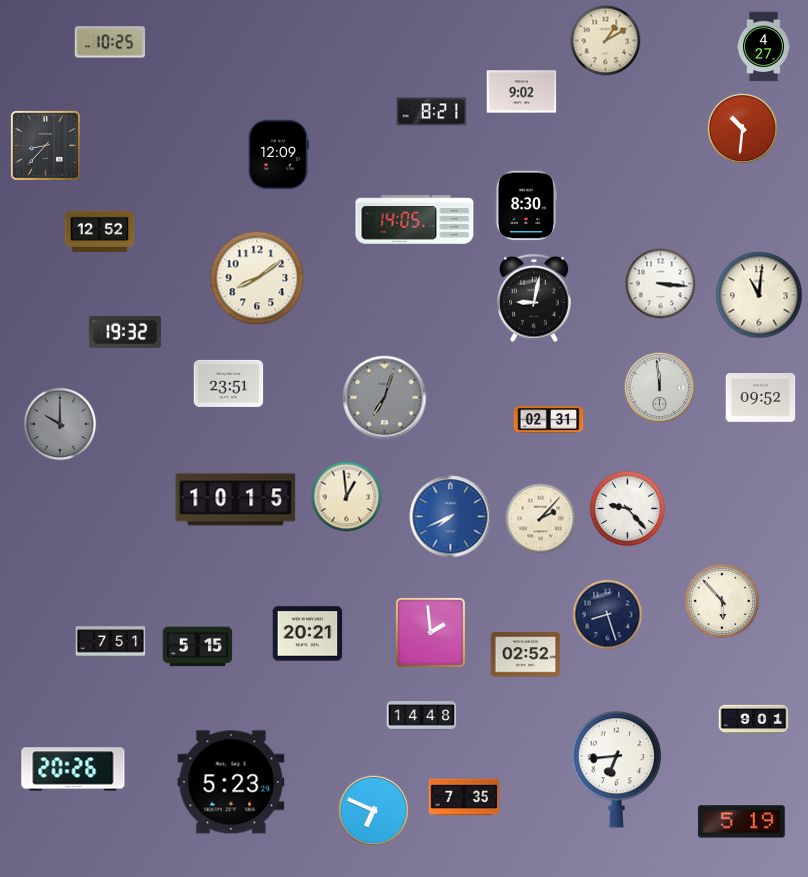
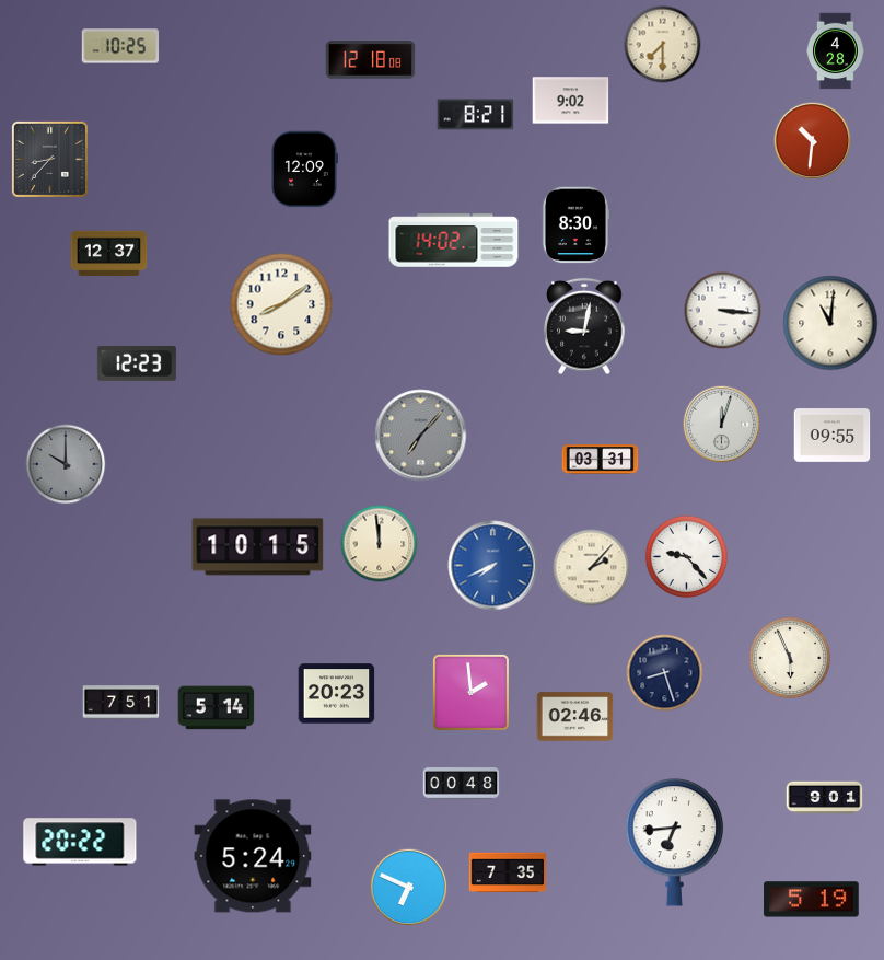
clock at (606, 41): 1:10 -> 7:30
clock at (764, 47): 4:27 -> 4:28
clock at (371, 60): none -> 12:18
clock at (432, 112) position: (432, 112) -> (476, 115)
clock at (415, 220): 14:05 -> 14:02
clock at (100, 232): 12:52 -> 12:37
clock at (125, 332): 19:32 -> 12:23
clock at (229, 383): 23:51 -> none
clock at (660, 388): 11:59 -> 12:03
clock at (385, 398): 7:03 -> 7:07
clock at (761, 398): 09:52 -> 09:55
clock at (549, 420): 02:31 -> 03:31
clock at (347, 497): 12:59 -> 11:59
clock at (722, 601): 5:53 -> 5:56
clock at (308, 634): 20:21 -> 20:23
clock at (198, 647): 5:15 -> 5:14
clock at (526, 655): 02:52 -> 02:46
clock at (422, 716): 14:48 -> 00:48
clock at (754, 720) position: (754, 720) -> (825, 798)
clock at (73, 769): 20:26 -> 20:22
clock at (231, 782): 5:23 -> 5:24
